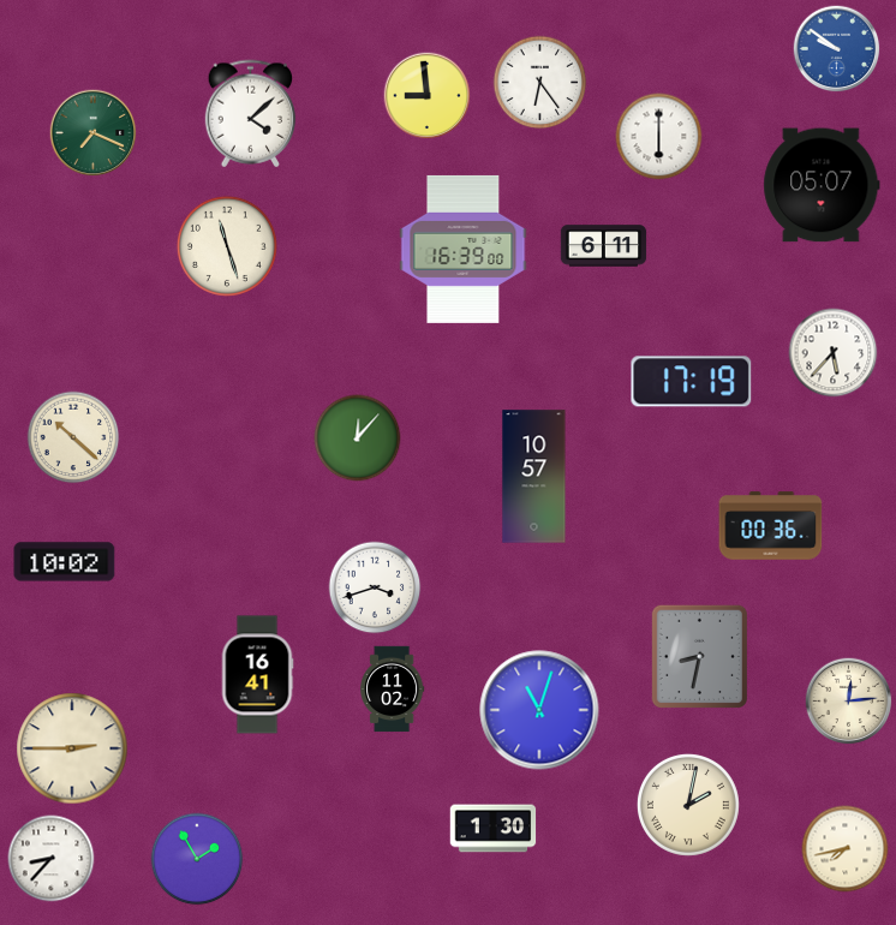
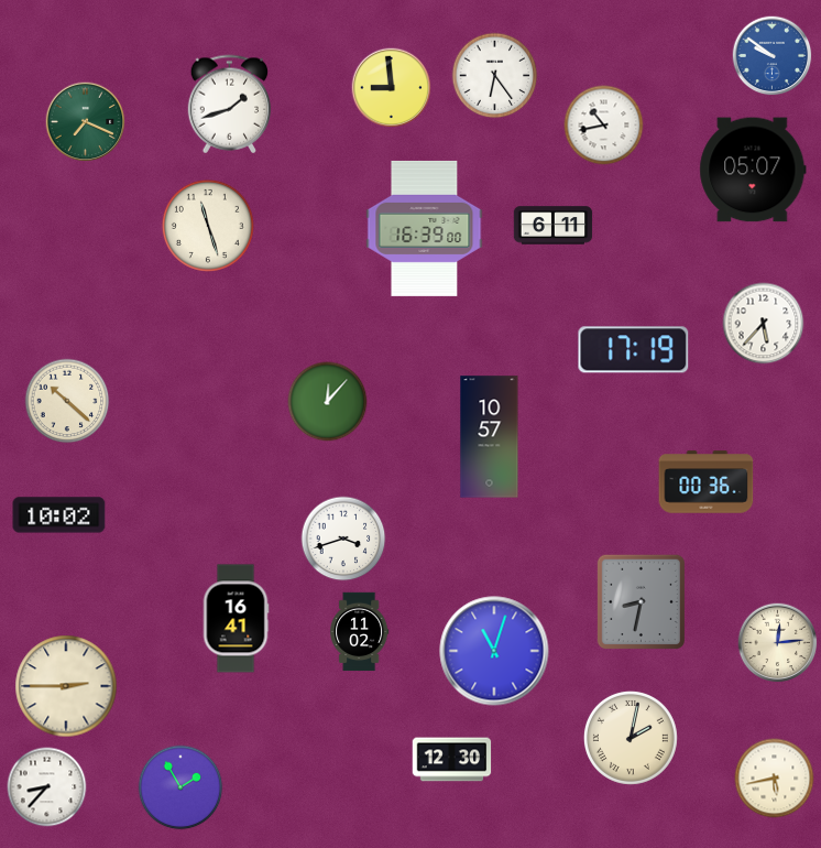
clock at (837, 49) position: (837, 49) -> (773, 56)
clock at (251, 114): 4:08 -> 1:42
clock at (659, 137): 6:00 -> 10:43
clock at (494, 829): 1:30 -> 12:30
clock at (846, 849): 7:43 -> 5:43
